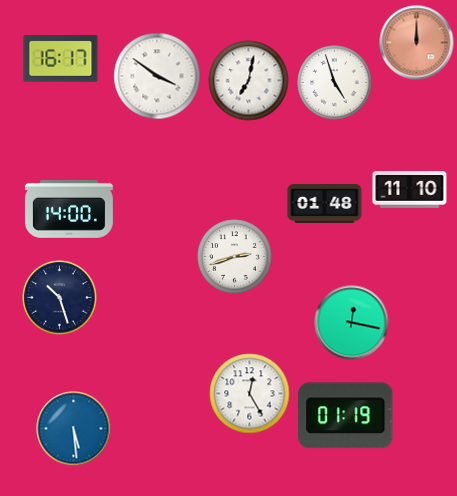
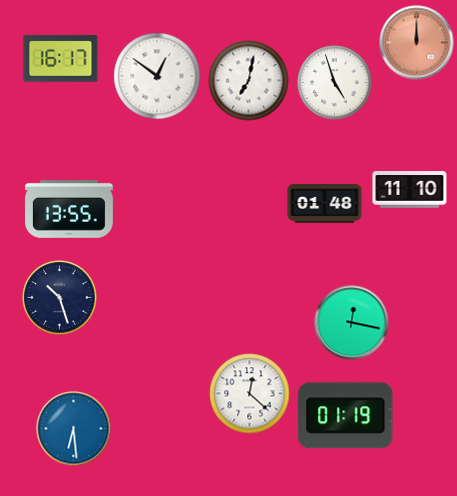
clock at (157, 76): 3:51 -> 12:51
clock at (69, 210): 14:00 -> 13:55
clock at (235, 257): 2:42 -> none
clock at (250, 394): 12:25 -> 12:22
clock at (74, 429): 5:29 -> 6:29
